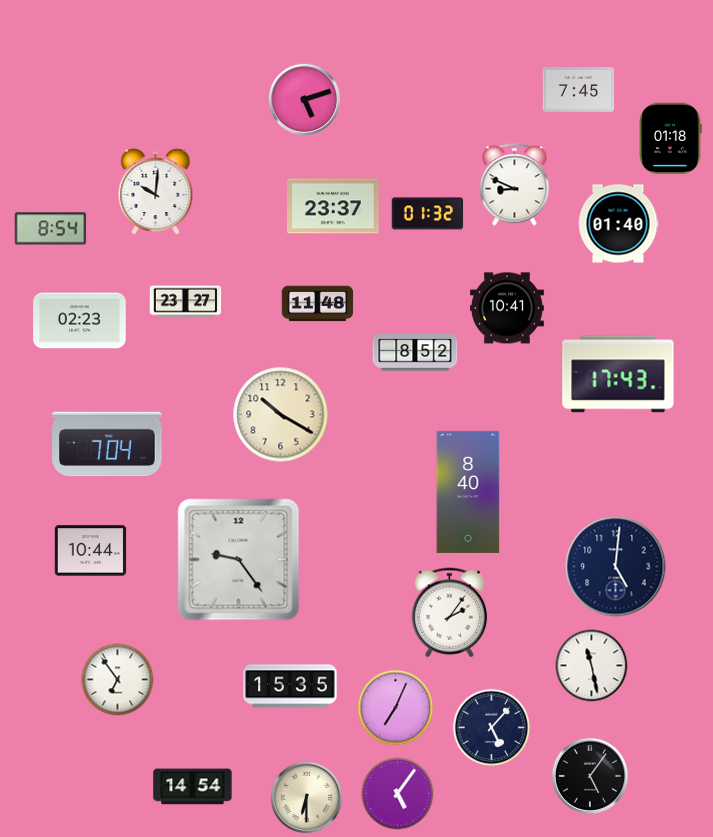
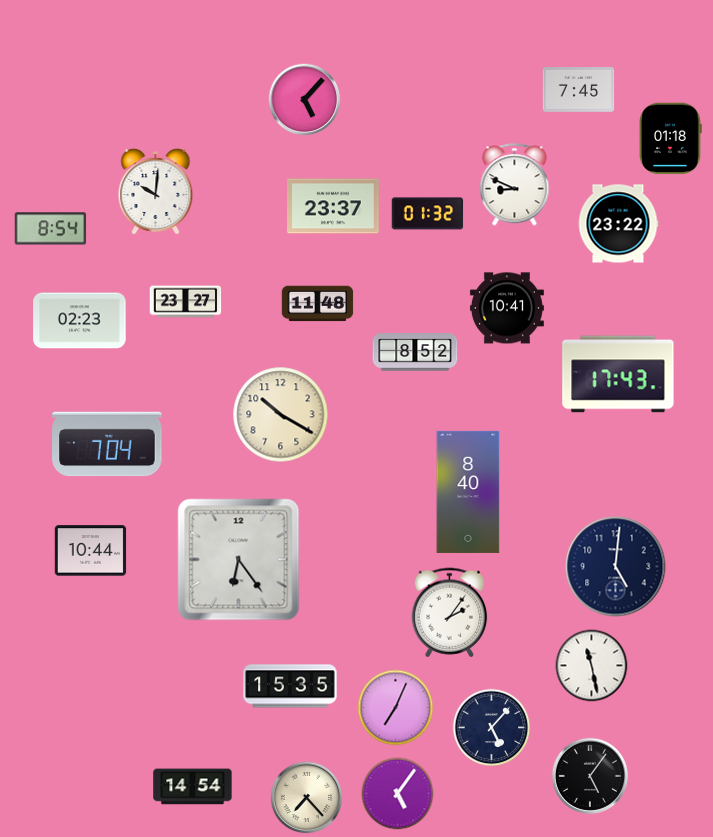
clock at (305, 100): 5:12 -> 5:07
clock at (618, 224): 01:40 -> 23:22
clock at (239, 560): 9:24 -> 6:24
clock at (118, 680): 6:54 -> none
clock at (307, 798): 6:30 -> 7:23
